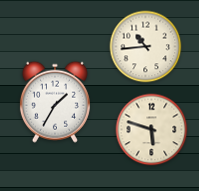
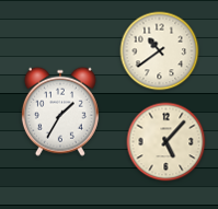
clock at (146, 47): 10:44 -> 10:39
clock at (152, 130): 5:48 -> 5:07
